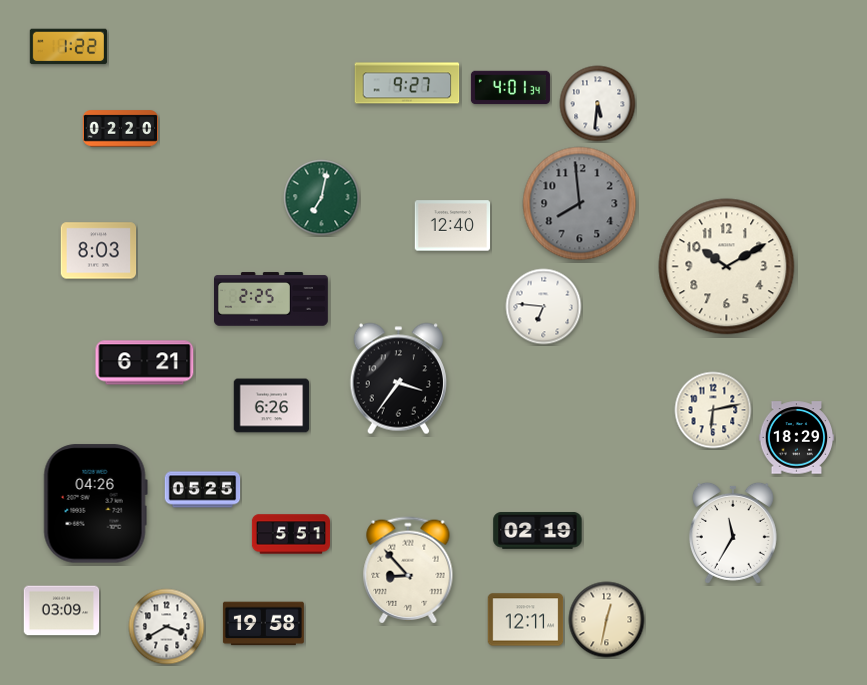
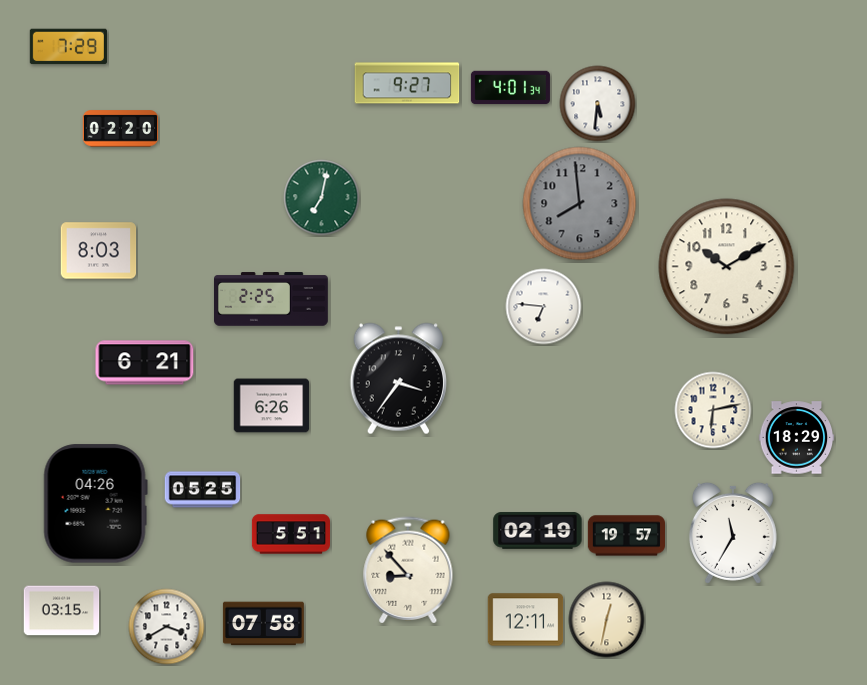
clock at (68, 47): 1:22 -> 7:29
clock at (453, 226): 12:40 -> none
clock at (626, 536): none -> 19:57
clock at (62, 611): 03:09 -> 03:15
clock at (263, 624): 19:58 -> 07:58
